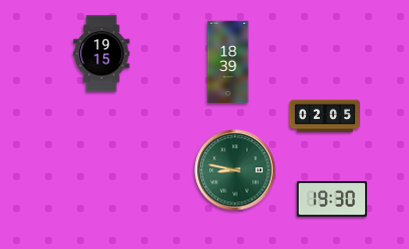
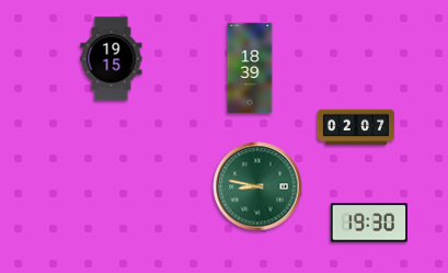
clock at (325, 116): 02:05 -> 02:07
clock at (332, 199) position: (332, 199) -> (369, 223)
